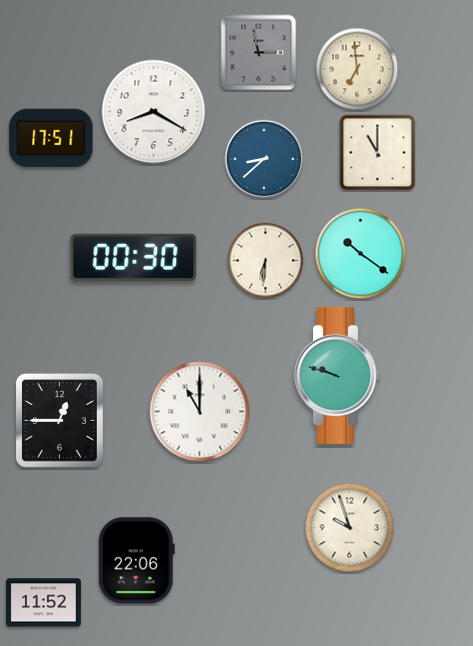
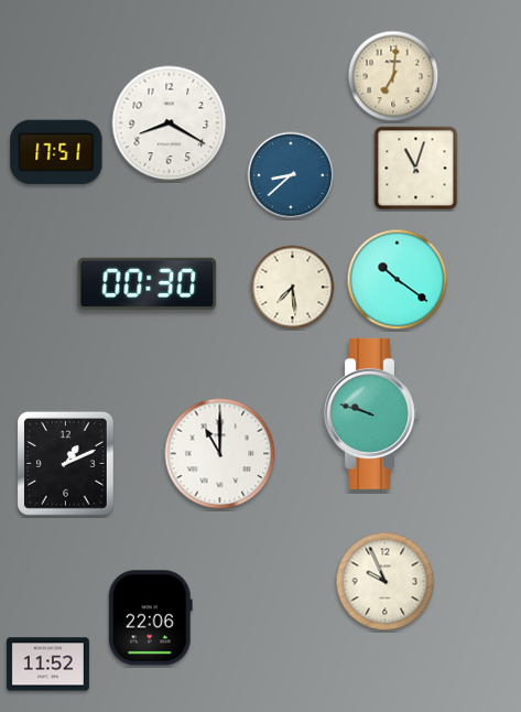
clock at (259, 53): 2:58 -> none
clock at (357, 69): 6:59 -> 7:01
clock at (378, 153): 11:00 -> 11:03
clock at (266, 261): 6:31 -> 7:29
clock at (59, 420): 12:45 -> 1:11
clock at (350, 528): 9:57 -> 9:56
